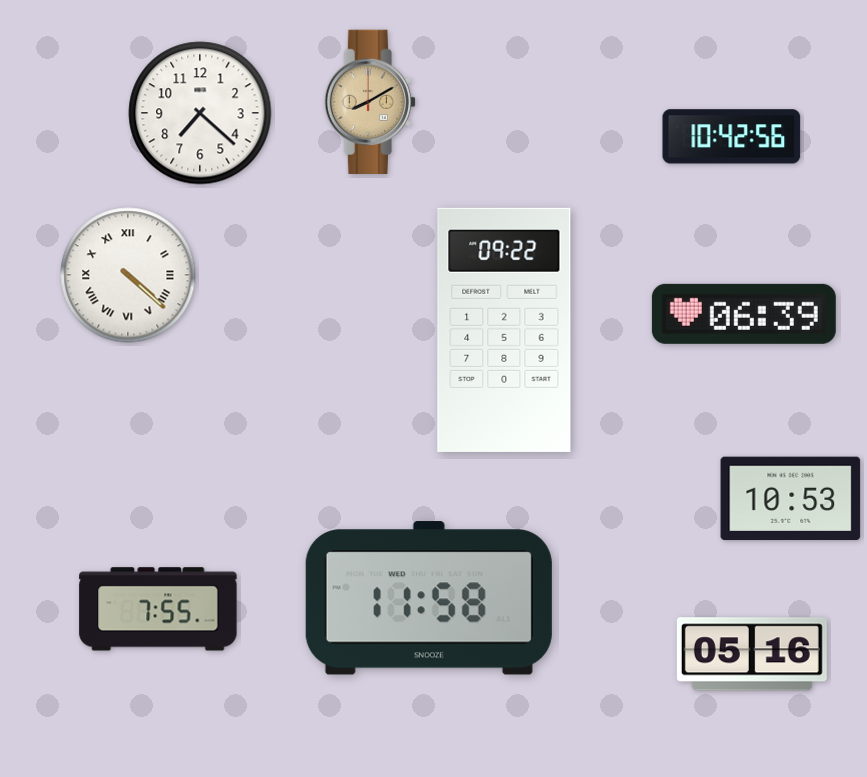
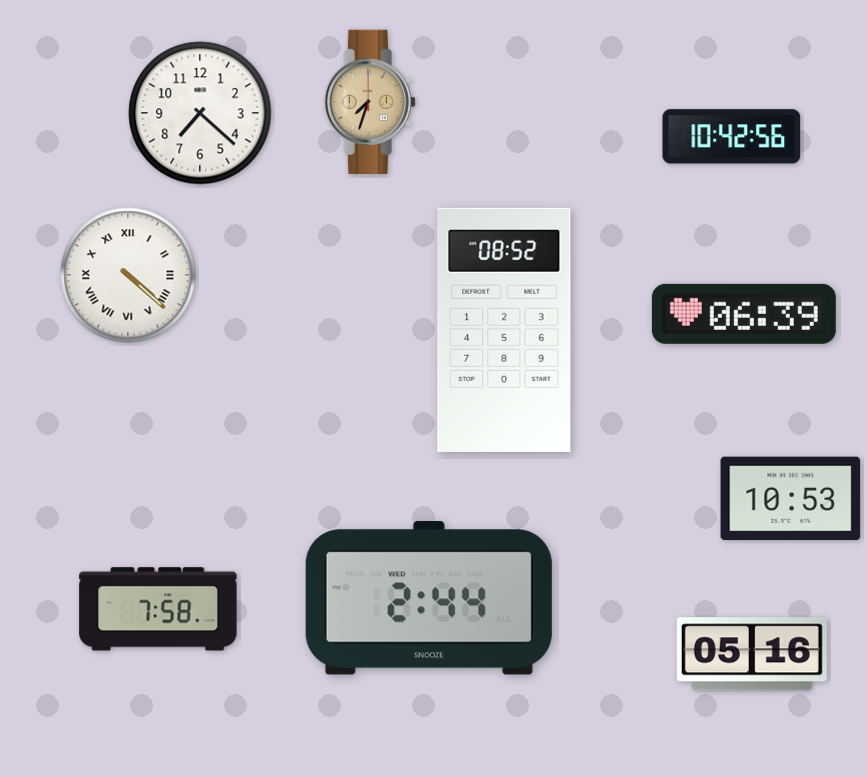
clock at (370, 101): 8:10 -> 7:33
clock at (504, 330): 09:22 -> 08:52
clock at (429, 598): 11:58 -> 2:44
clock at (158, 609): 7:55 -> 7:58
